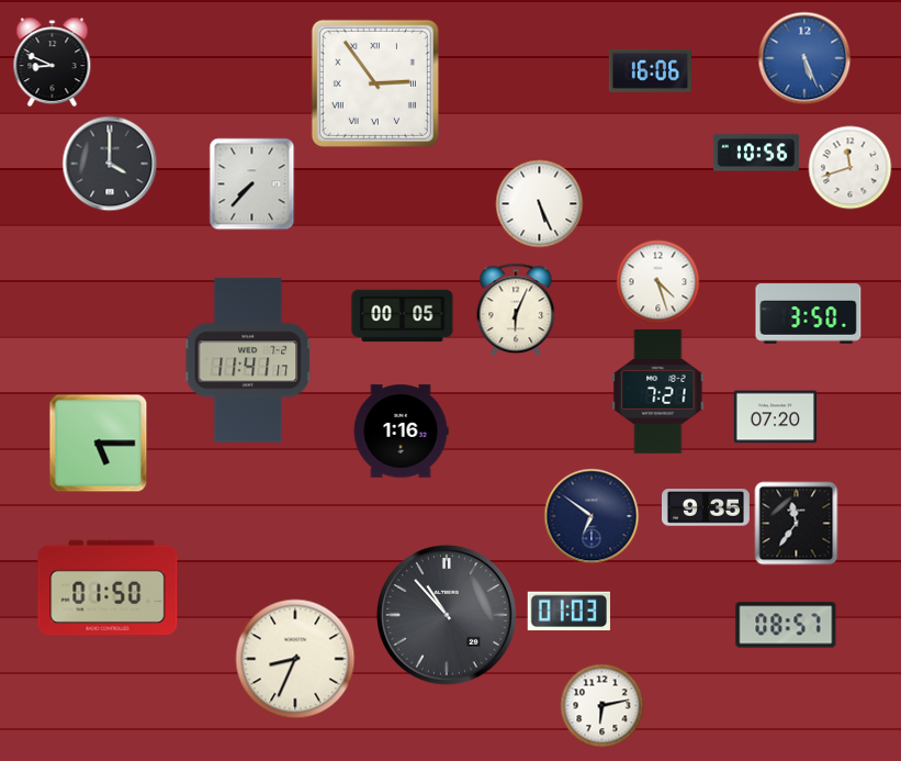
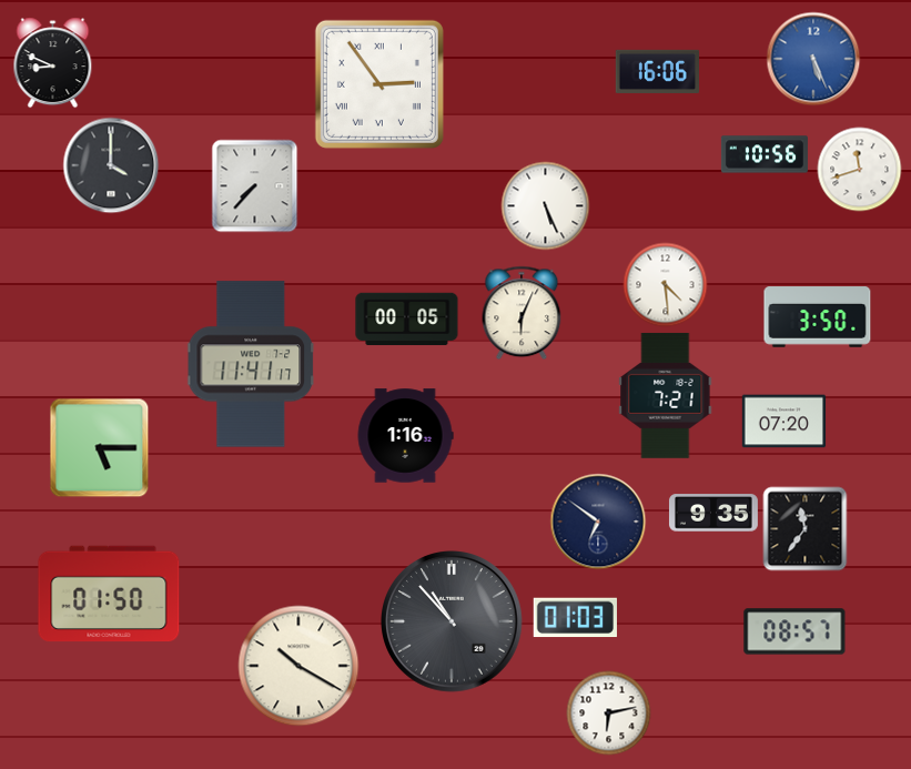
clock at (658, 282): 4:27 -> 4:29
clock at (295, 659): 8:34 -> 10:20
